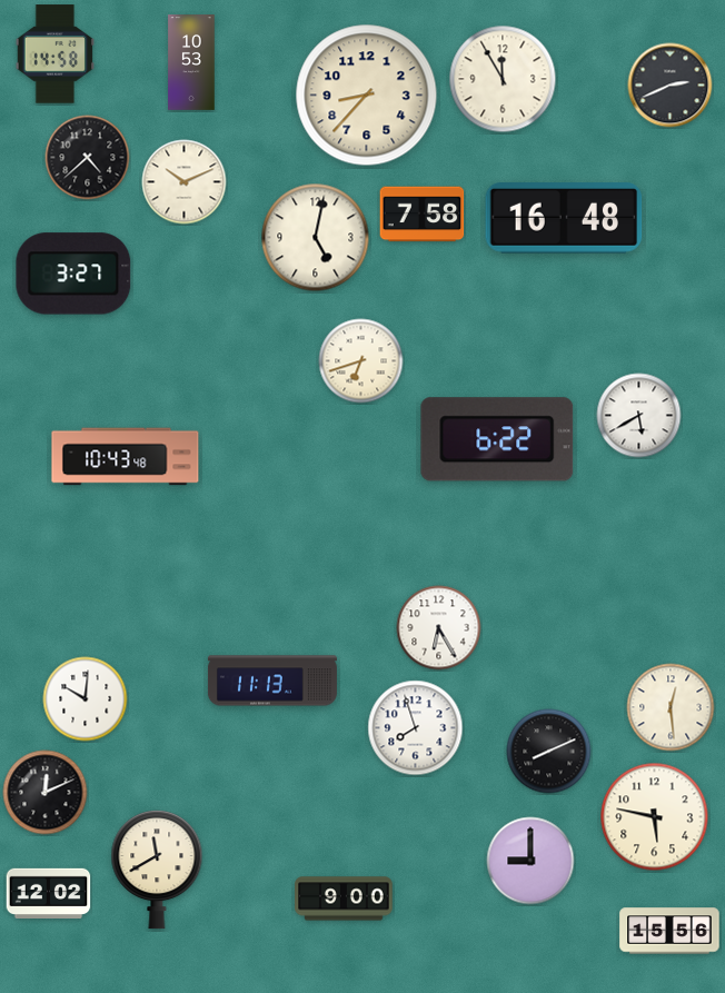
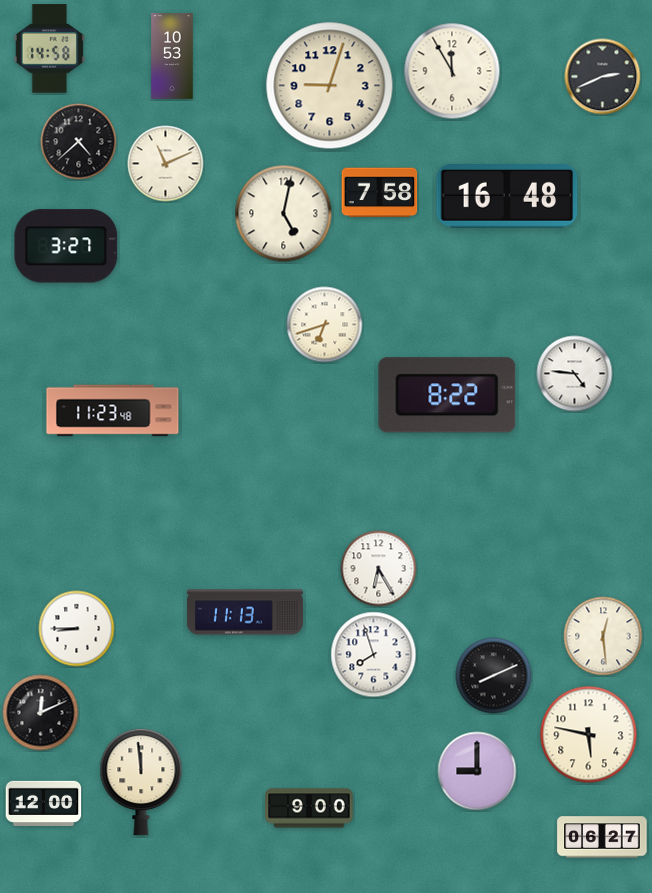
clock at (367, 96): 8:37 -> 9:03
clock at (185, 182): 10:11 -> 11:11
clock at (639, 416): 5:40 -> 4:46
clock at (497, 439): 6:22 -> 8:22
clock at (126, 457): 10:43 -> 11:23
clock at (439, 628) position: (439, 628) -> (379, 569)
clock at (86, 699): 10:01 -> 8:45
clock at (530, 861) position: (530, 861) -> (477, 771)
clock at (157, 871): 11:40 -> 11:59
clock at (49, 893): 12:02 -> 12:00
clock at (669, 931): 15:56 -> 06:27
